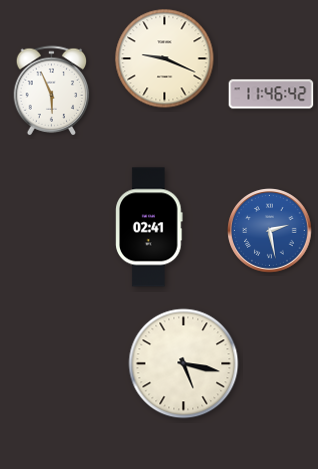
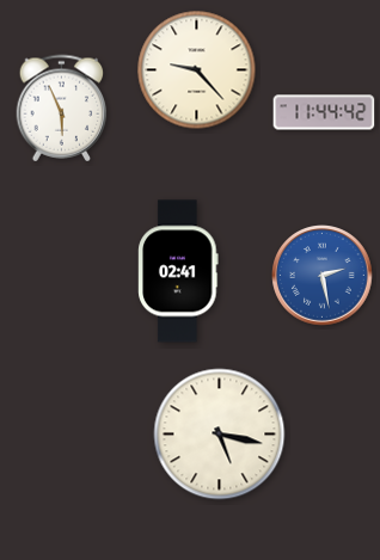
clock at (165, 59): 9:19 -> 9:23
clock at (271, 94): 11:46 -> 11:44
